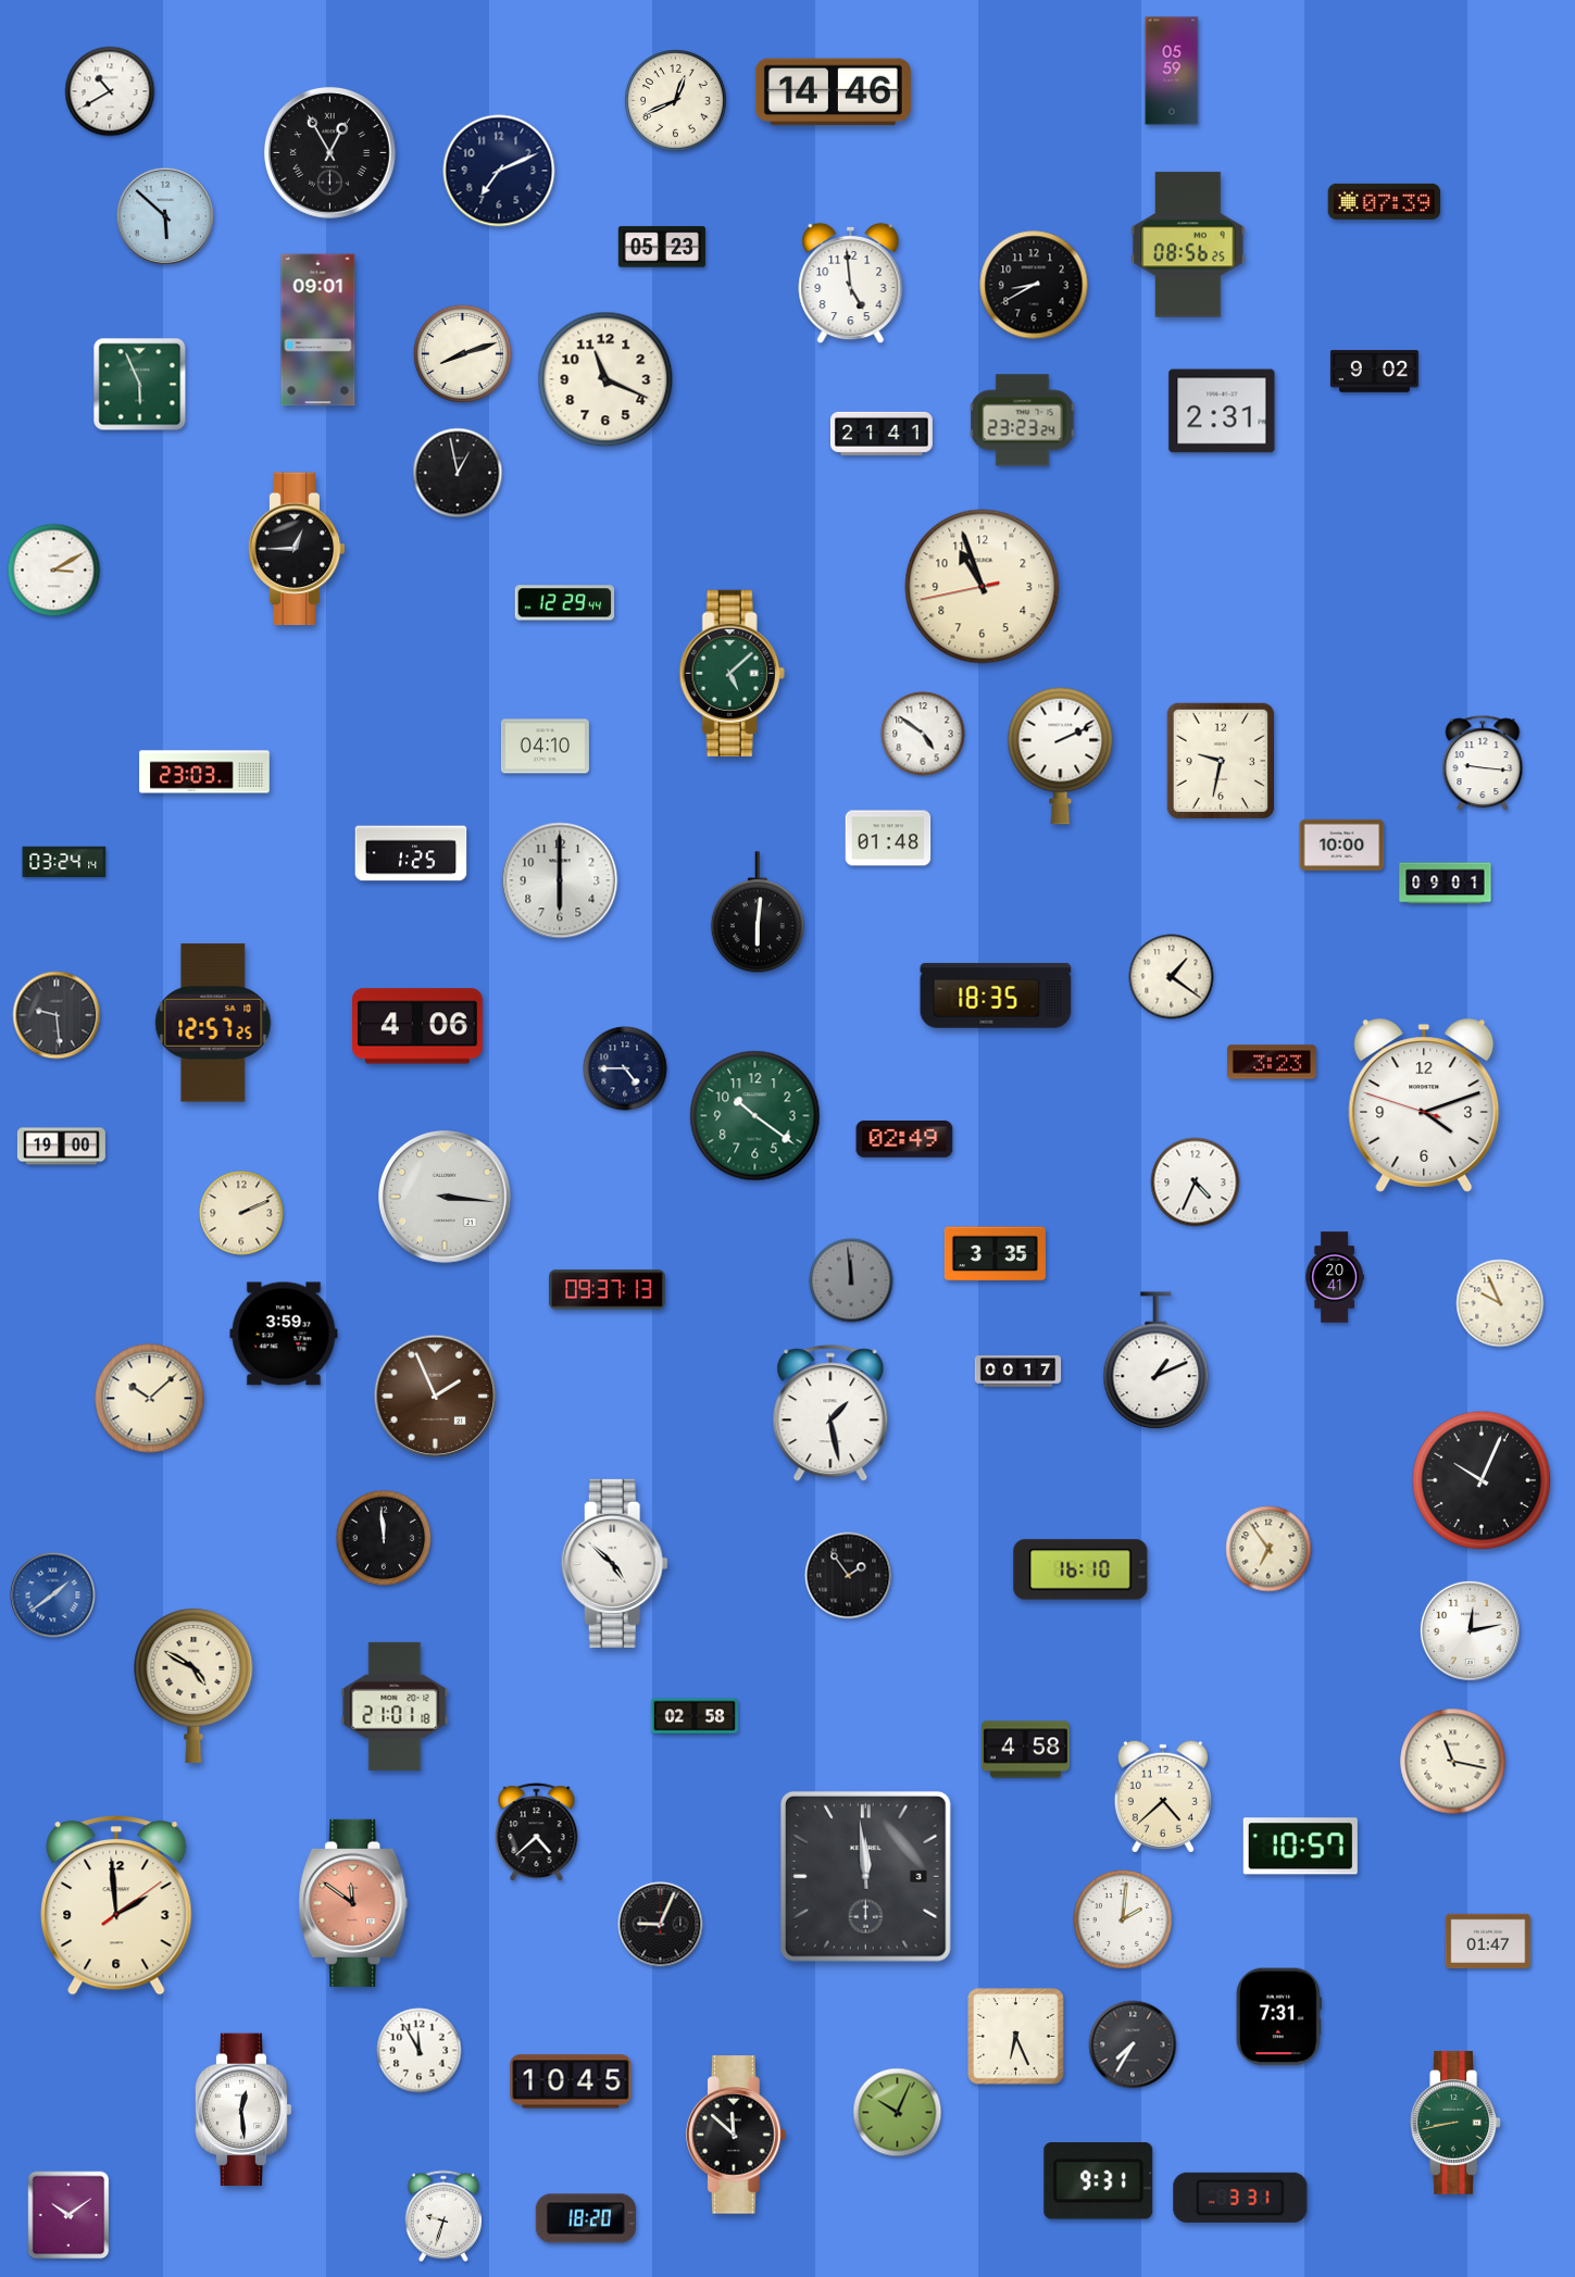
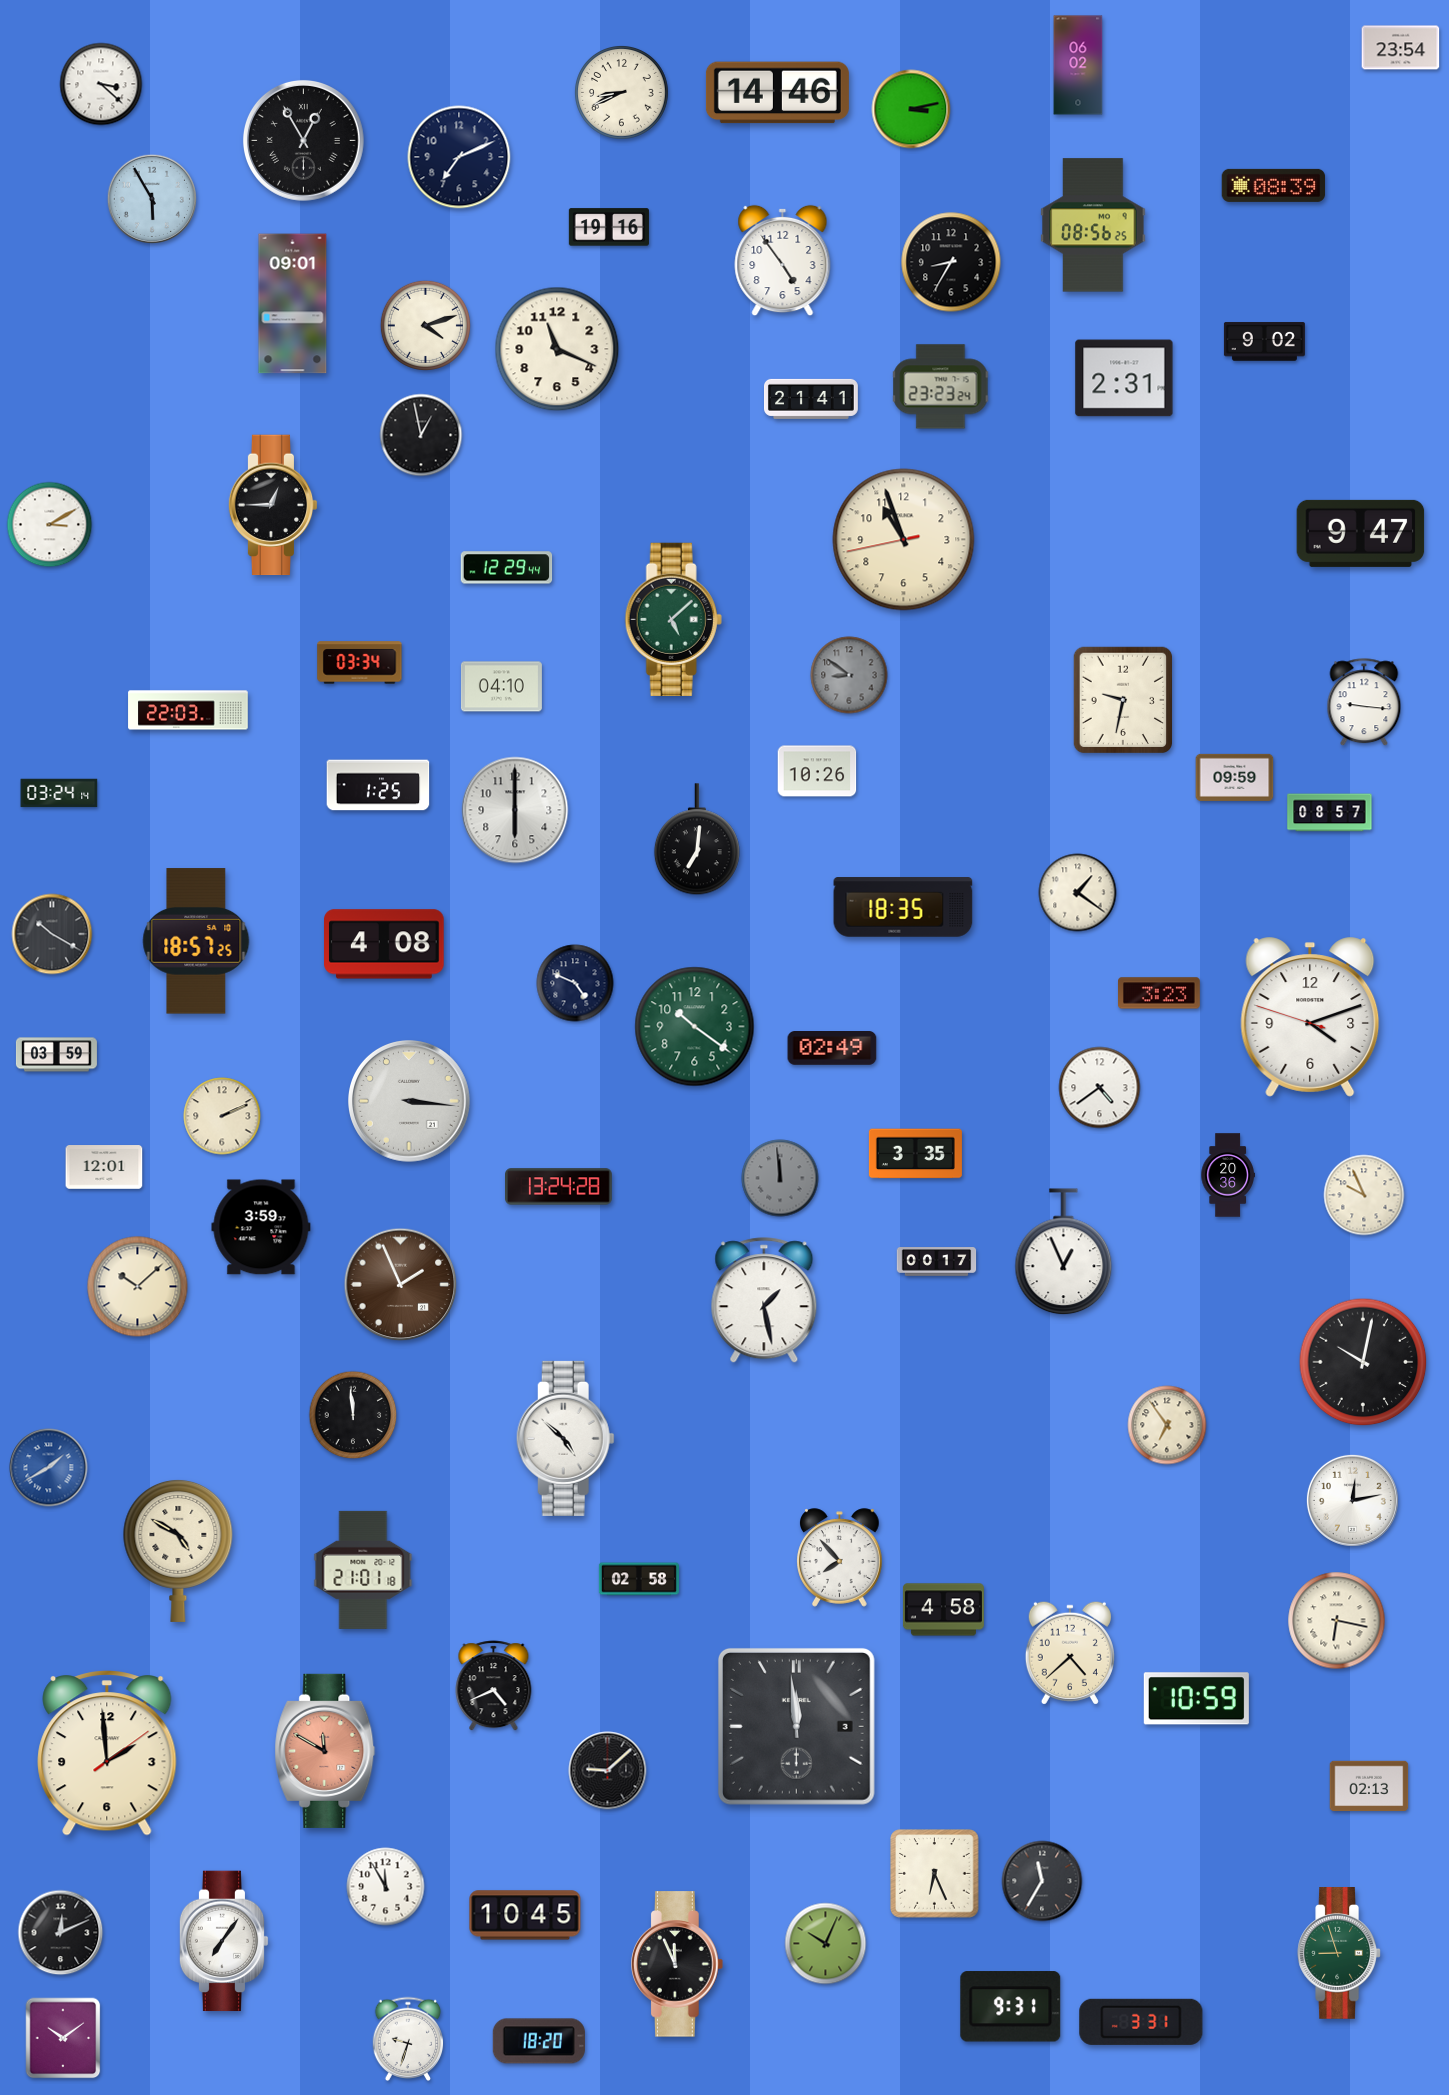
clock at (1401, 48): none -> 23:54
clock at (1172, 71): 05:59 -> 06:02
clock at (110, 91): 10:40 -> 3:22
clock at (833, 92) position: (833, 92) -> (777, 93)
clock at (676, 101): 12:41 -> 8:41
clock at (911, 109): none -> 3:13
clock at (1385, 201): 07:39 -> 08:39
clock at (164, 215): 5:52 -> 5:55
clock at (662, 247): 05:23 -> 19:16
clock at (851, 284): 4:59 -> 4:54
clock at (1034, 285): 8:40 -> 8:35
clock at (462, 353): 8:12 -> 4:12
clock at (140, 385): 5:56 -> none
clock at (1361, 533): none -> 9:47
clock at (565, 603) position: (565, 603) -> (507, 568)
clock at (360, 663): none -> 03:34
clock at (923, 734): 4:51 -> 8:51
clock at (923, 734) dial: white -> grey
clock at (1061, 755): 2:11 -> none
clock at (204, 772): 23:03 -> 22:03
clock at (888, 838): 01:48 -> 10:26
clock at (1342, 845): 10:00 -> 09:59
clock at (1446, 884): 09:01 -> 08:57
clock at (758, 913): 6:01 -> 7:01
clock at (1172, 977) position: (1172, 977) -> (1078, 893)
clock at (996, 996) position: (996, 996) -> (903, 907)
clock at (57, 1015): 9:29 -> 10:20
clock at (213, 1023): 12:57 -> 18:57
clock at (418, 1026): 4:06 -> 4:08
clock at (1273, 1062) position: (1273, 1062) -> (1160, 993)
clock at (625, 1068): 4:45 -> 4:49
clock at (61, 1147): 19:00 -> 03:59
clock at (1196, 1183): 4:34 -> 4:39
clock at (104, 1167): none -> 12:01
clock at (1335, 1277): 20:41 -> 20:36
clock at (851, 1280) position: (851, 1280) -> (780, 1178)
clock at (608, 1290): 09:37 -> 13:24
clock at (1500, 1303) position: (1500, 1303) -> (1364, 1195)
clock at (1157, 1361): 1:11 -> 12:56
clock at (1482, 1480): 10:04 -> 10:02
clock at (1080, 1569): 16:10 -> none
clock at (849, 1576): 1:54 -> none
clock at (53, 1596): 1:39 -> 1:40
clock at (840, 1558): none -> 7:53
clock at (1453, 1762): 11:17 -> 6:17
clock at (537, 1832): 4:38 -> 4:41
clock at (1300, 1847): 10:57 -> 10:59
clock at (353, 1903): 11:51 -> 11:50
clock at (1123, 1919): 2:01 -> none
clock at (661, 1925): 9:04 -> 9:08
clock at (1488, 1941): 01:47 -> 02:13
clock at (1278, 2017): 7:31 -> none
clock at (1133, 2044): 7:35 -> 11:35
clock at (61, 1933): none -> 12:11
clock at (243, 2110): 12:29 -> 7:06
clock at (1455, 2124): 8:43 -> 8:57
clock at (737, 2135): 11:52 -> 11:56
